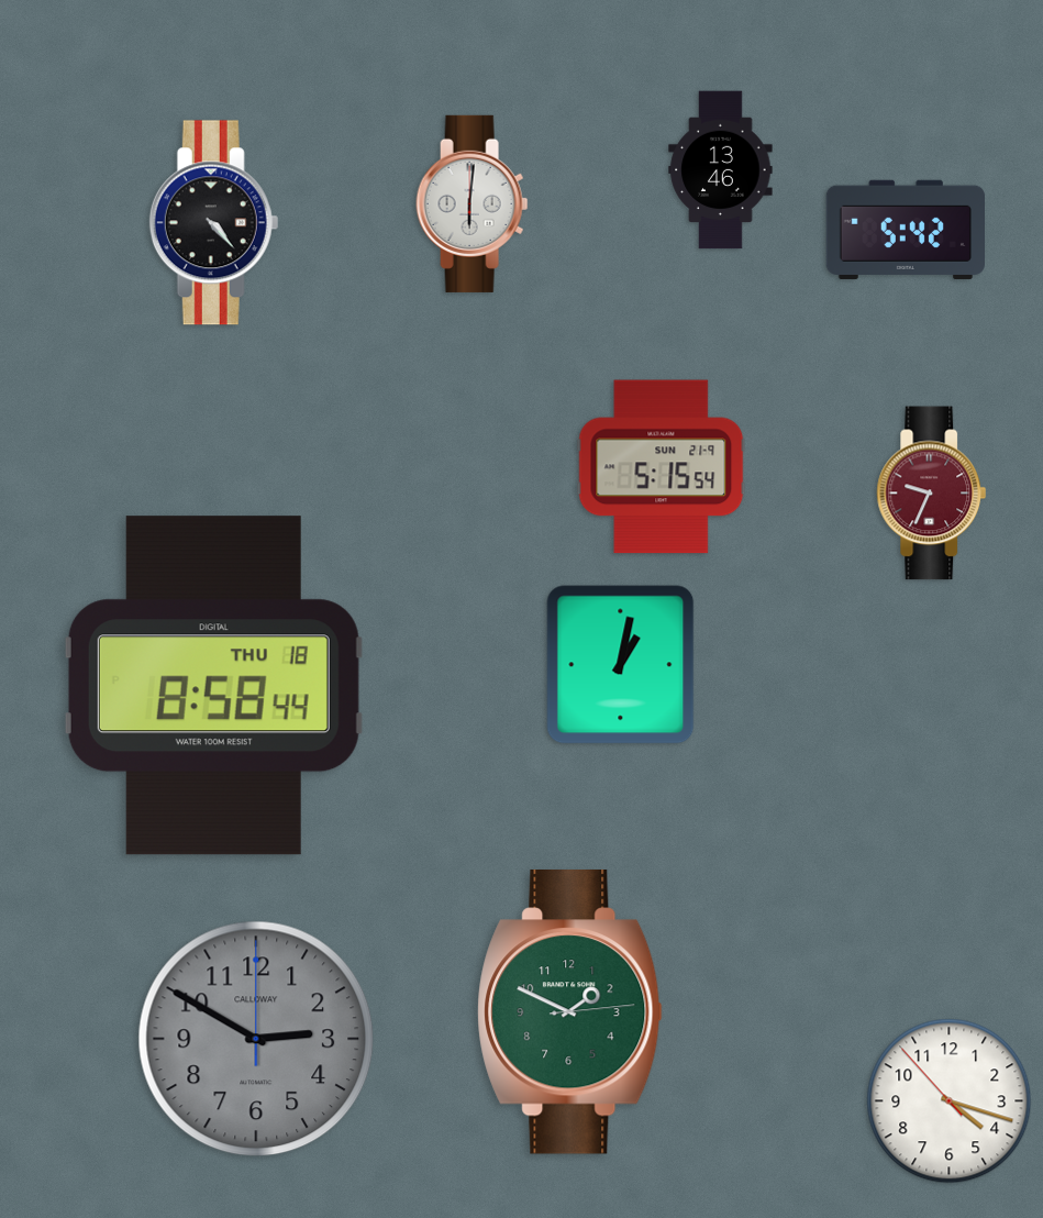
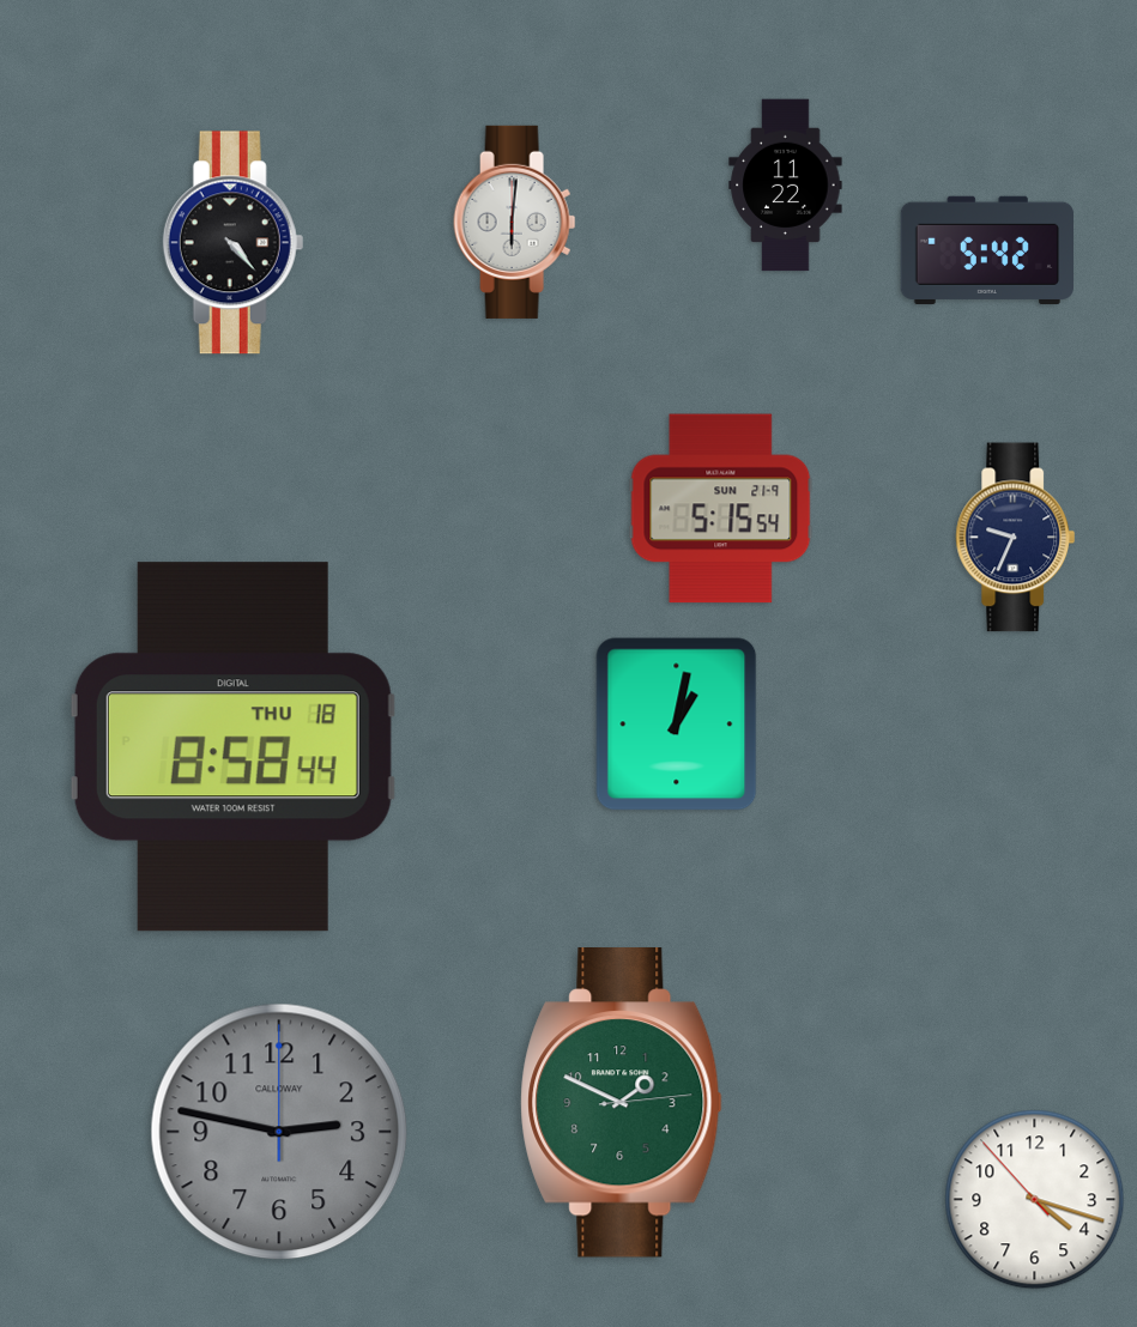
clock at (721, 170): 13:46 -> 11:22
clock at (932, 494) dial: burgundy -> navy
clock at (256, 1039): 2:50 -> 2:47
